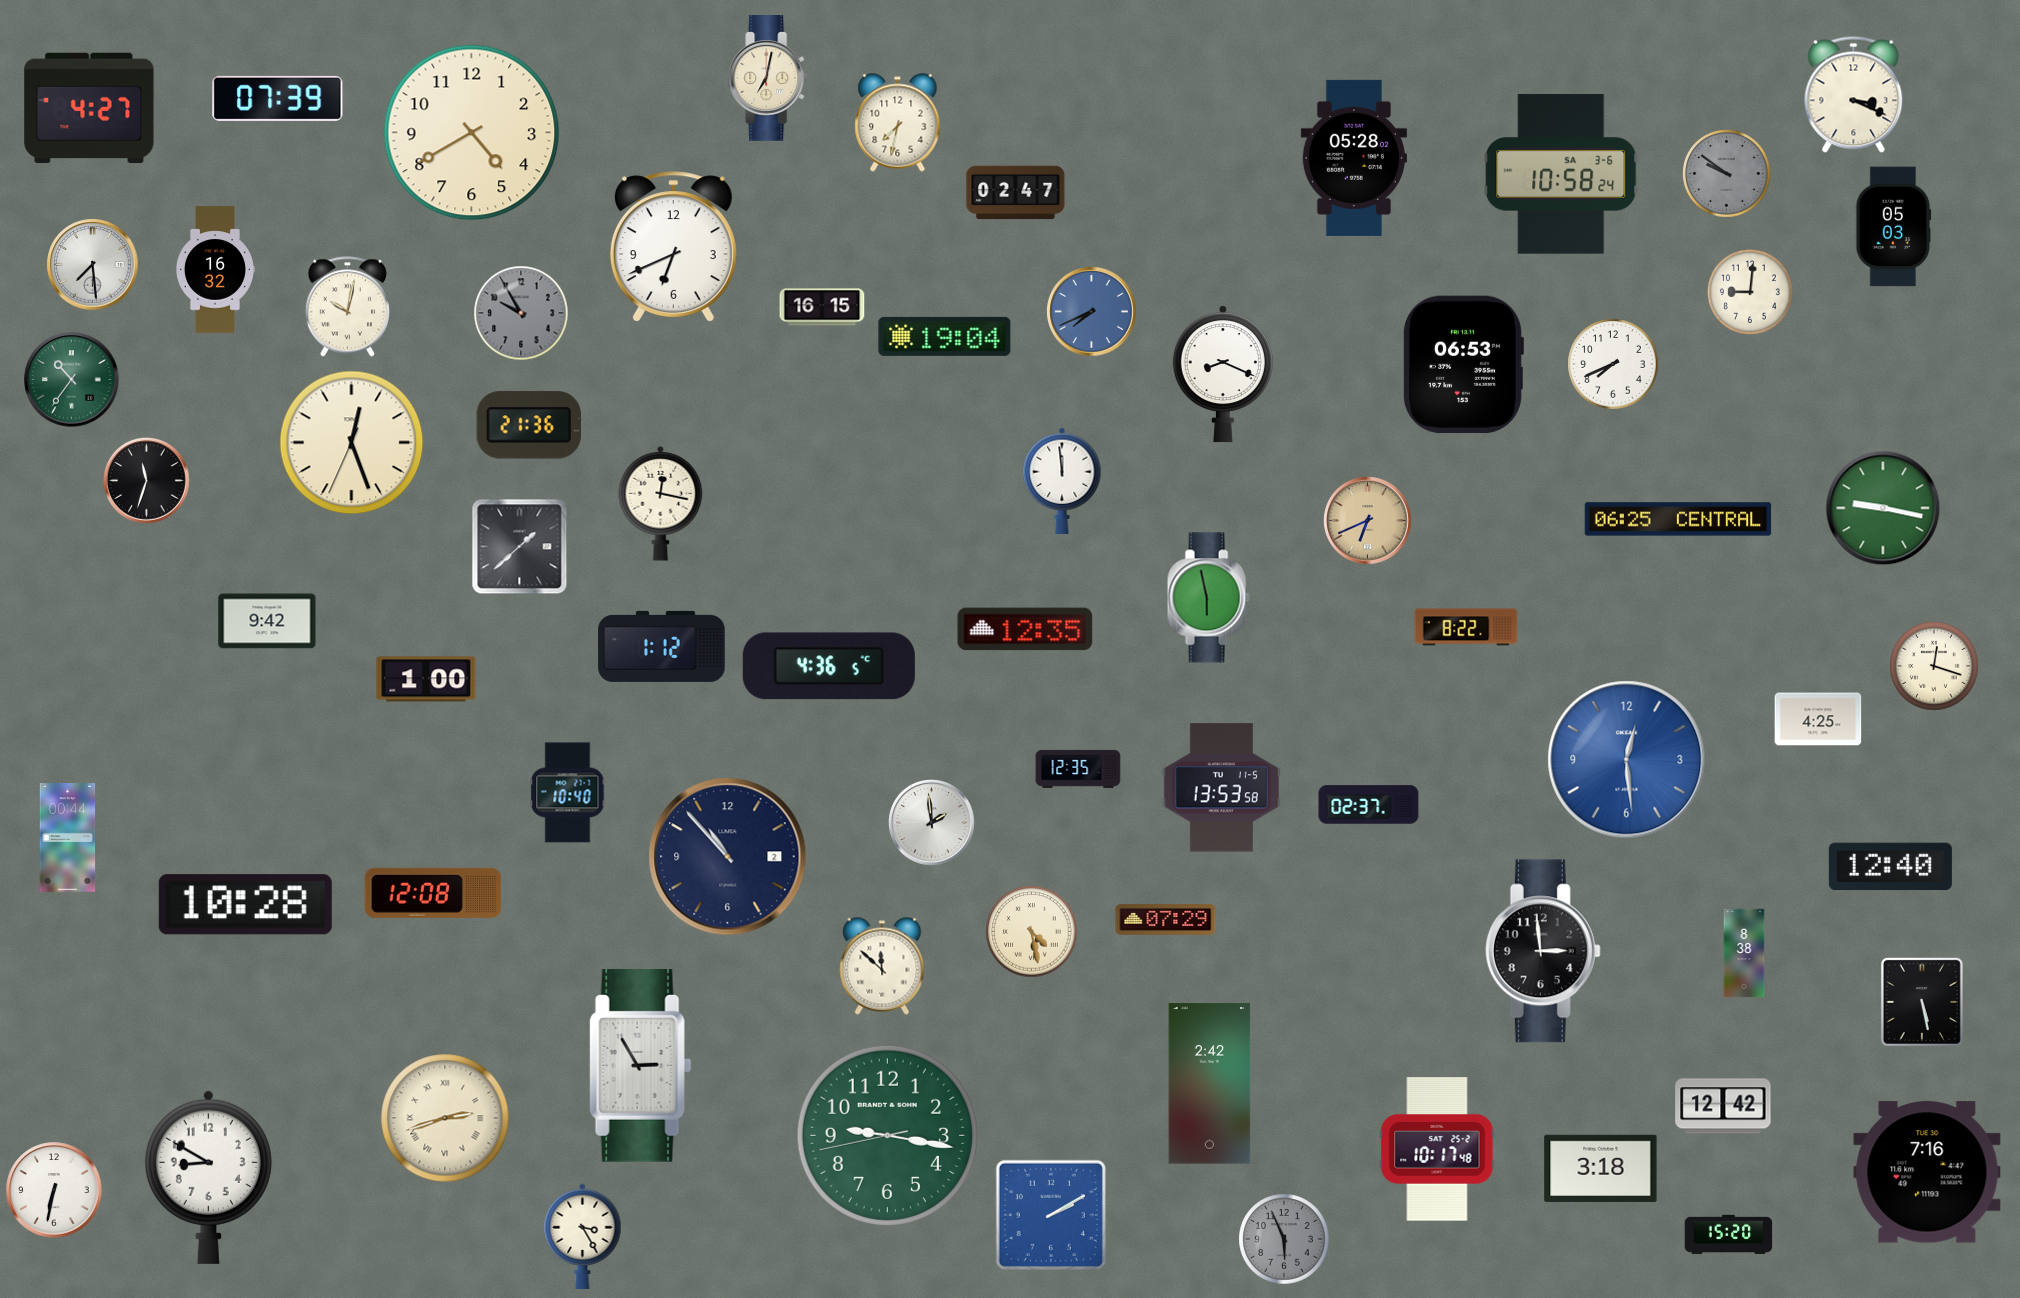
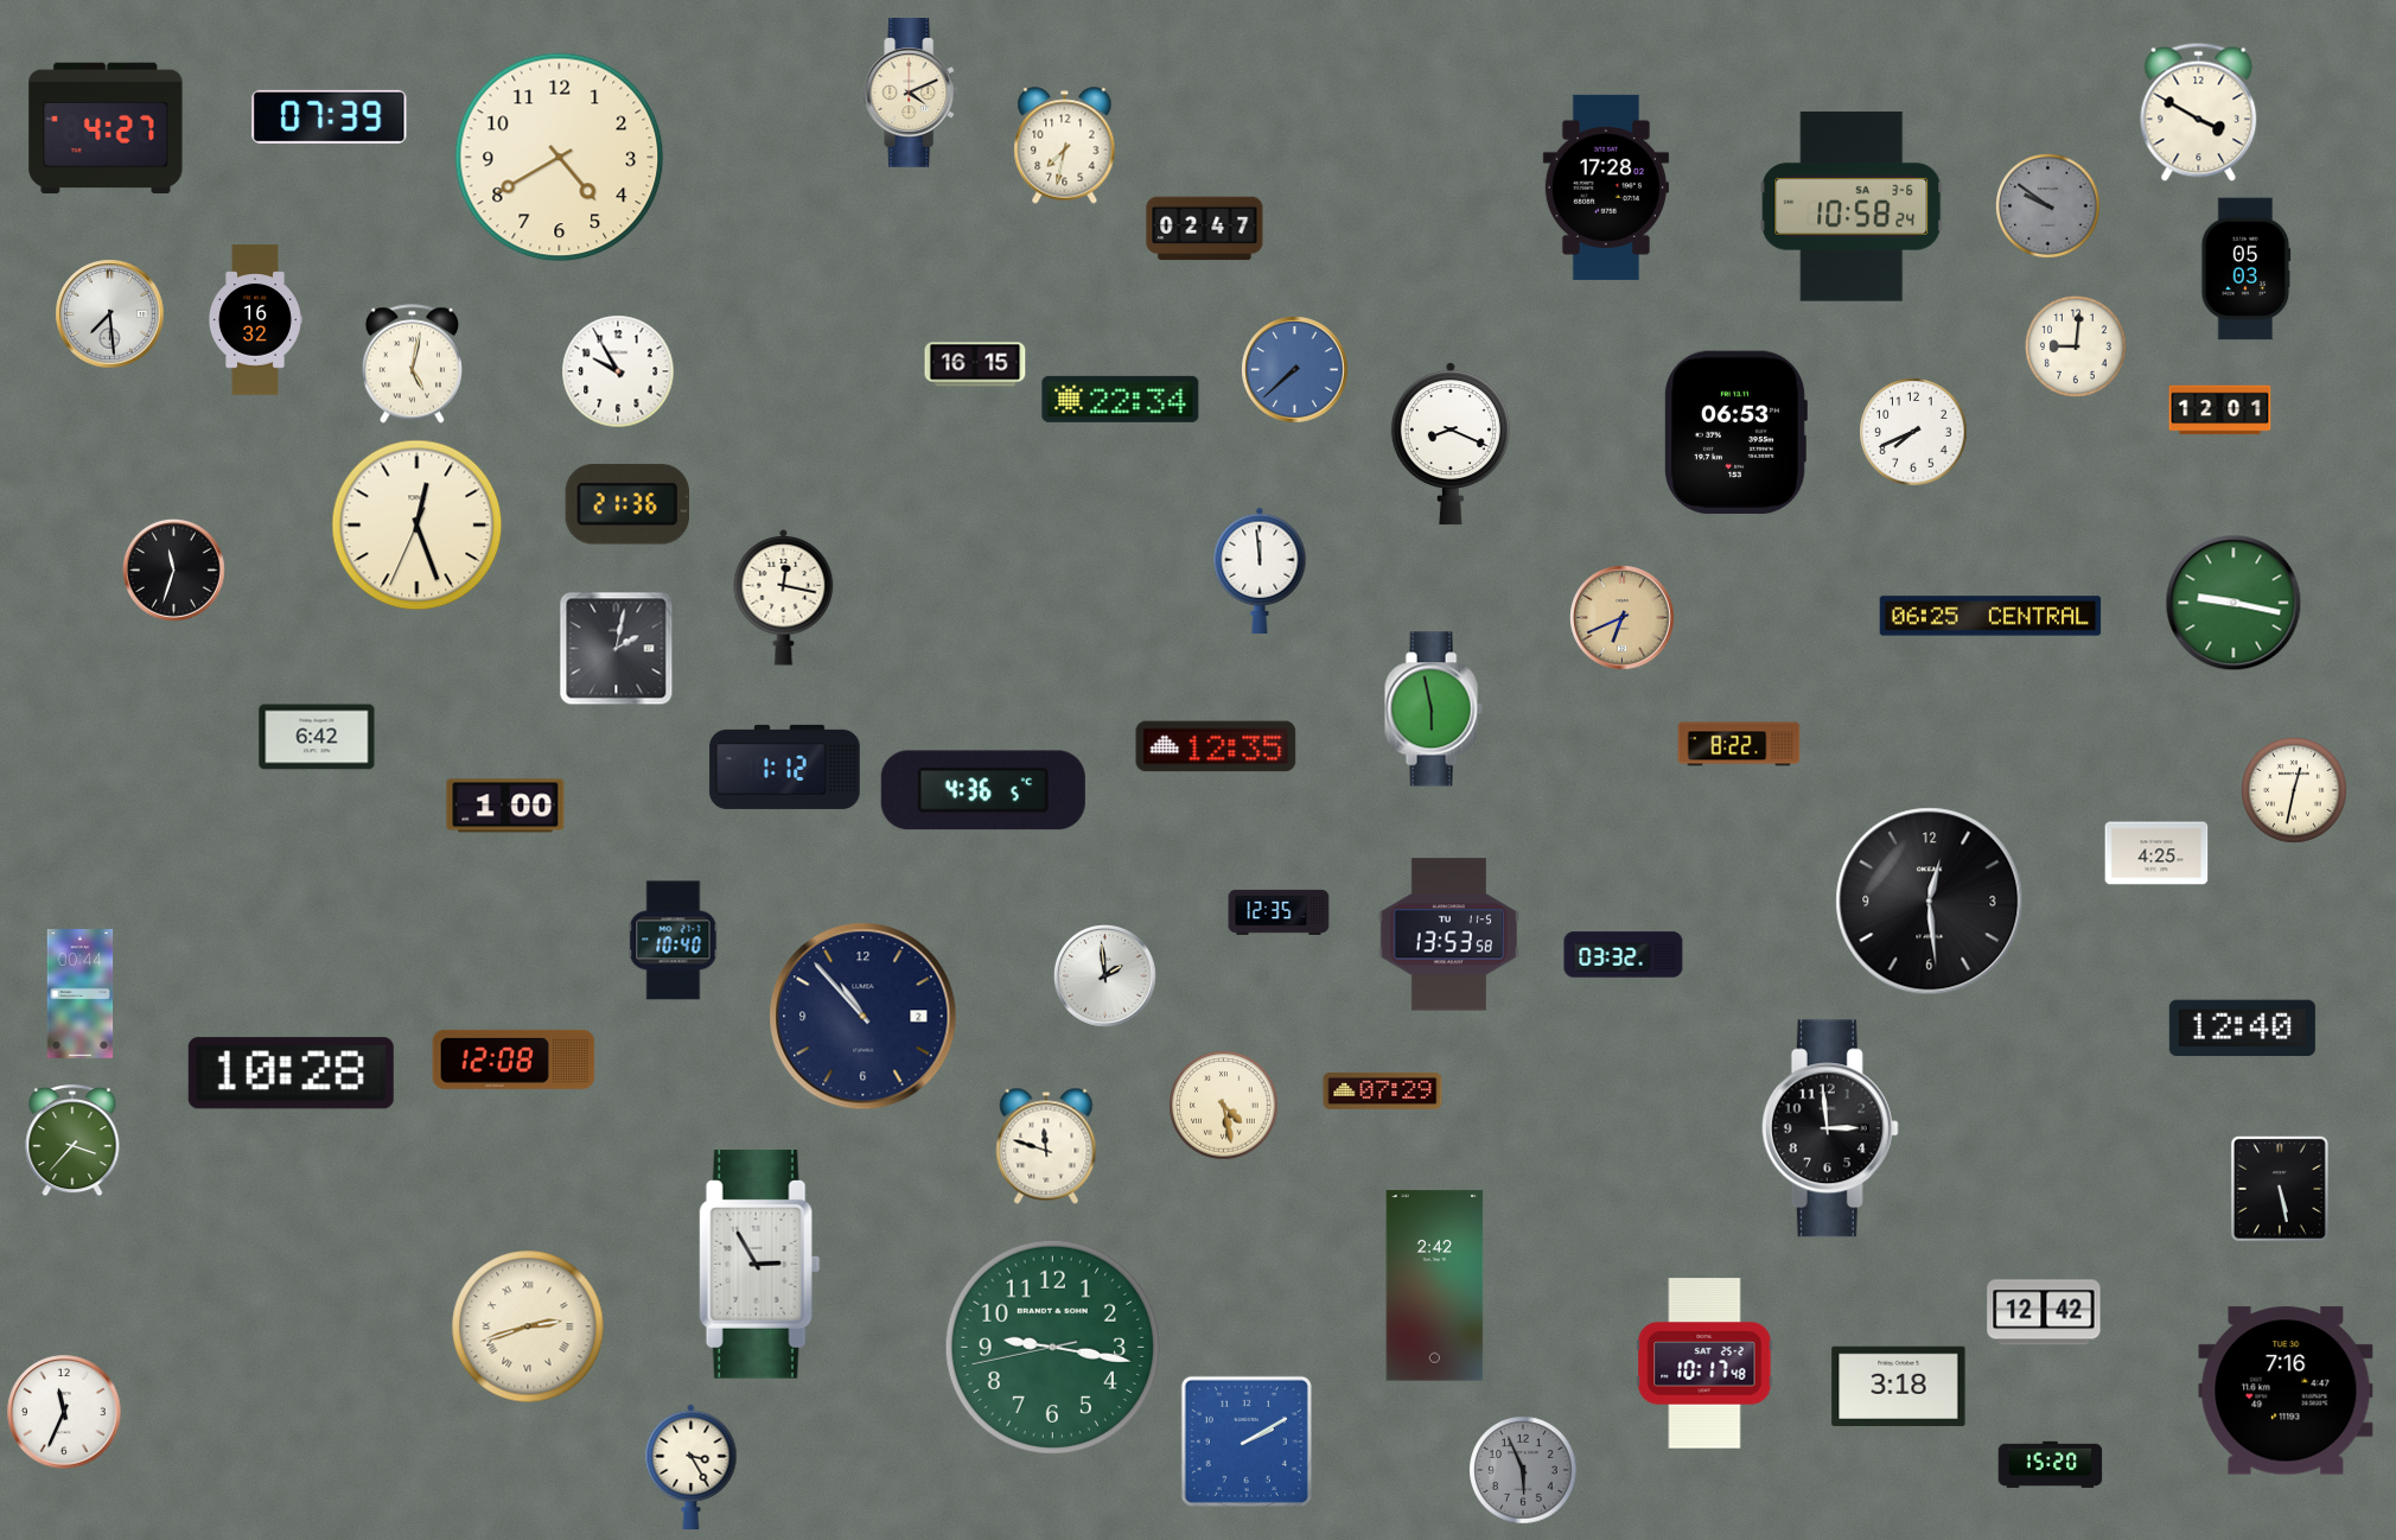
clock at (769, 79): 7:02 -> 4:11
clock at (1854, 94): 3:19 -> 3:50
clock at (1354, 158): 05:28 -> 17:28
clock at (673, 246): 6:41 -> none
clock at (347, 307): 10:02 -> 5:02
clock at (1092, 312): 7:41 -> 7:38
clock at (521, 313) dial: grey -> white
clock at (945, 336): 19:04 -> 22:34
clock at (2220, 411): none -> 12:01
clock at (72, 380): 10:36 -> none
clock at (520, 547): 1:38 -> 2:02
clock at (267, 621): 9:42 -> 6:42
clock at (1935, 667): 12:18 -> 12:32
clock at (1627, 760) dial: blue -> black
clock at (1369, 805): 02:37 -> 03:32
clock at (1744, 953): 8:38 -> none
clock at (72, 1140): none -> 3:37
clock at (882, 966): 11:52 -> 11:48
clock at (208, 1177): 8:50 -> none
clock at (54, 1190): 6:32 -> 11:34
